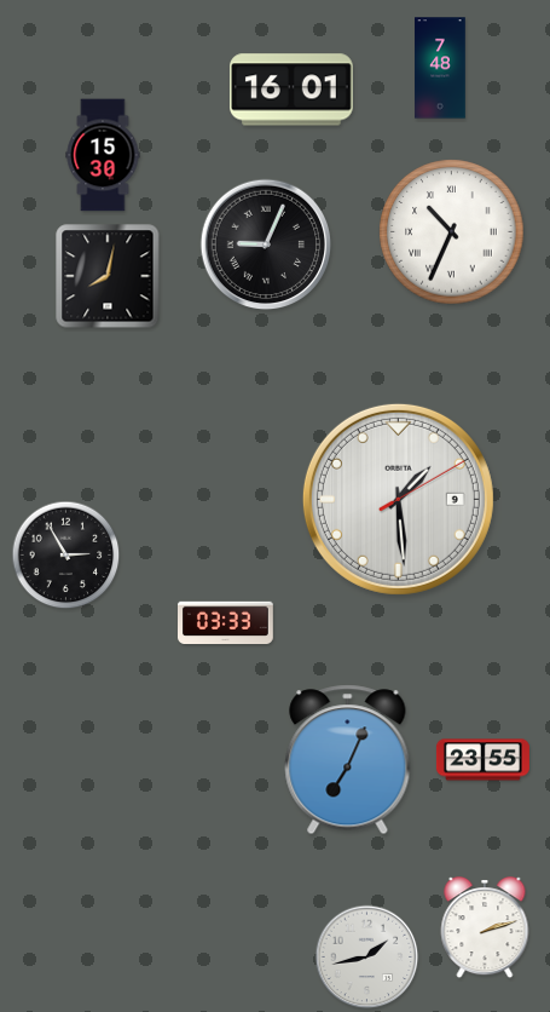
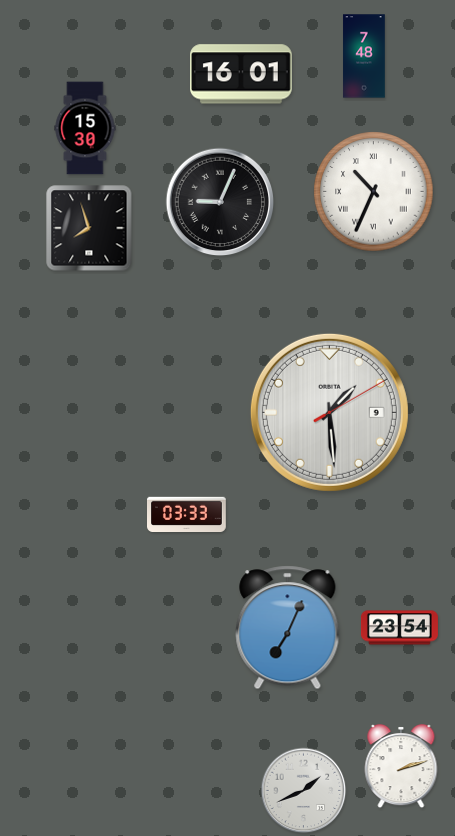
clock at (108, 276): 8:02 -> 7:57
clock at (66, 556): 2:55 -> none
clock at (482, 760): 23:55 -> 23:54
clock at (367, 958): 1:43 -> 1:41
